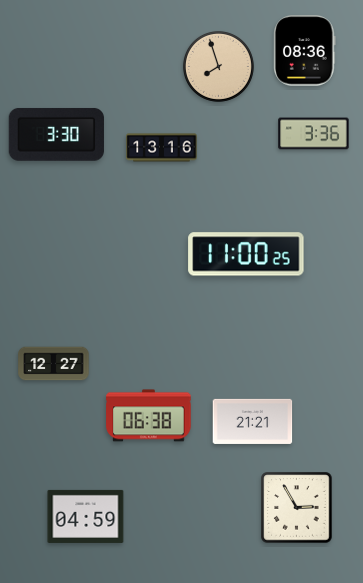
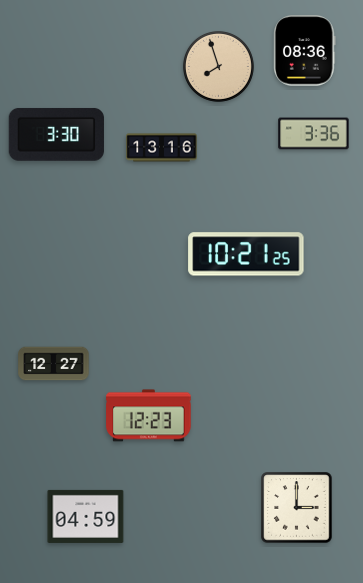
clock at (246, 254): 11:00 -> 10:21
clock at (149, 416): 06:38 -> 12:23
clock at (253, 421): 21:21 -> none
clock at (297, 508): 2:55 -> 3:00
